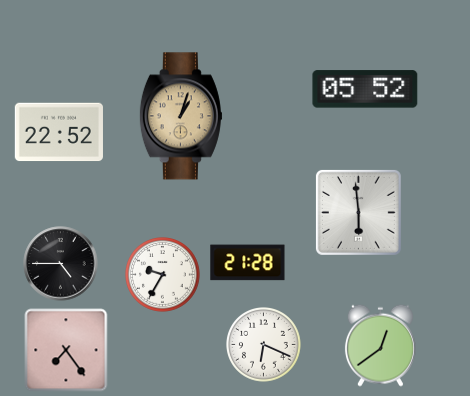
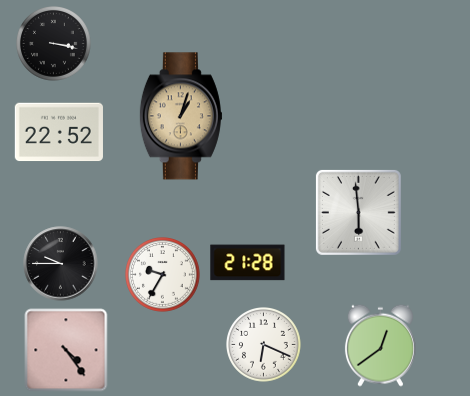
clock at (54, 44): none -> 3:17
clock at (365, 89): 05:52 -> none
clock at (61, 264): 4:45 -> 9:45
clock at (66, 350): 7:24 -> 4:24
